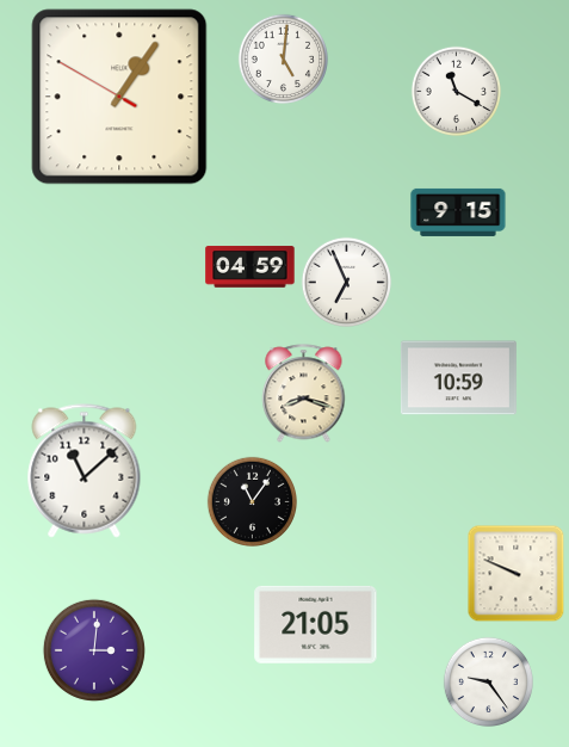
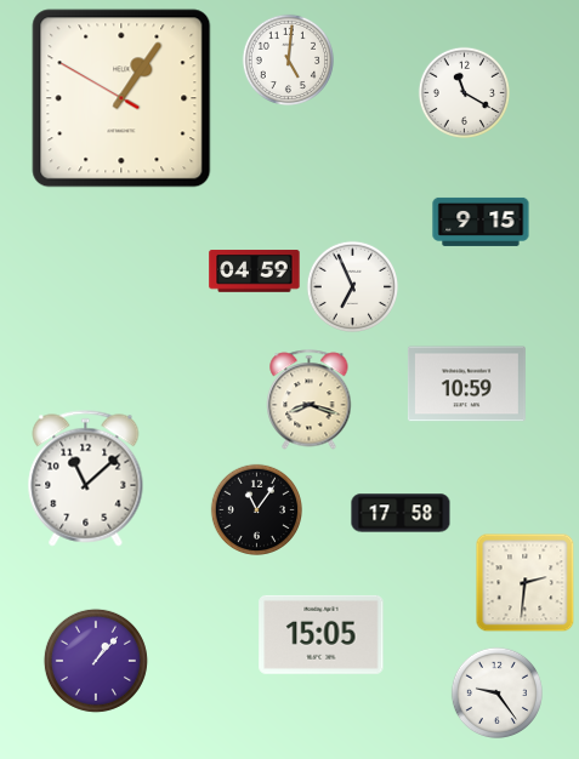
clock at (458, 212) position: (458, 212) -> (481, 222)
clock at (401, 513): none -> 17:58
clock at (517, 574): 9:49 -> 2:31
clock at (316, 624): 21:05 -> 15:05
clock at (94, 650): 3:01 -> 1:07
